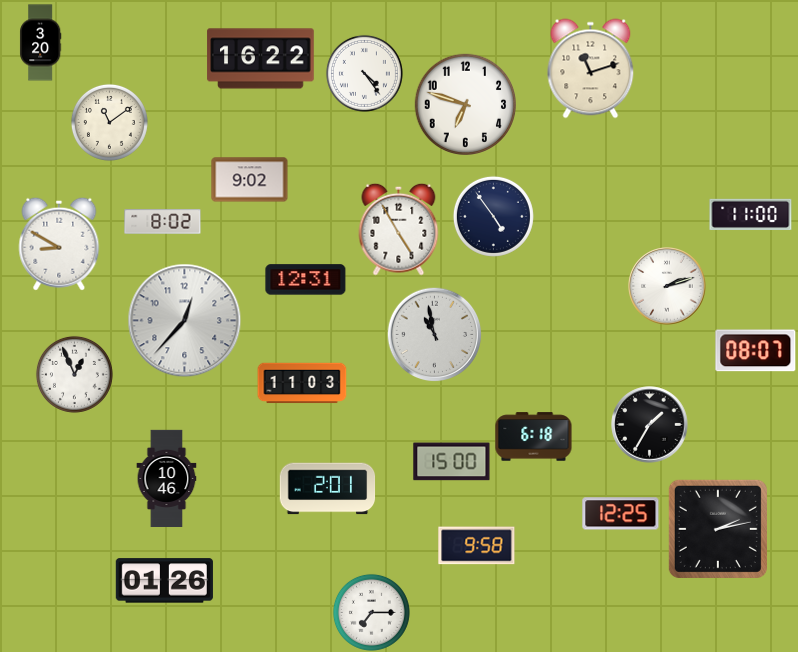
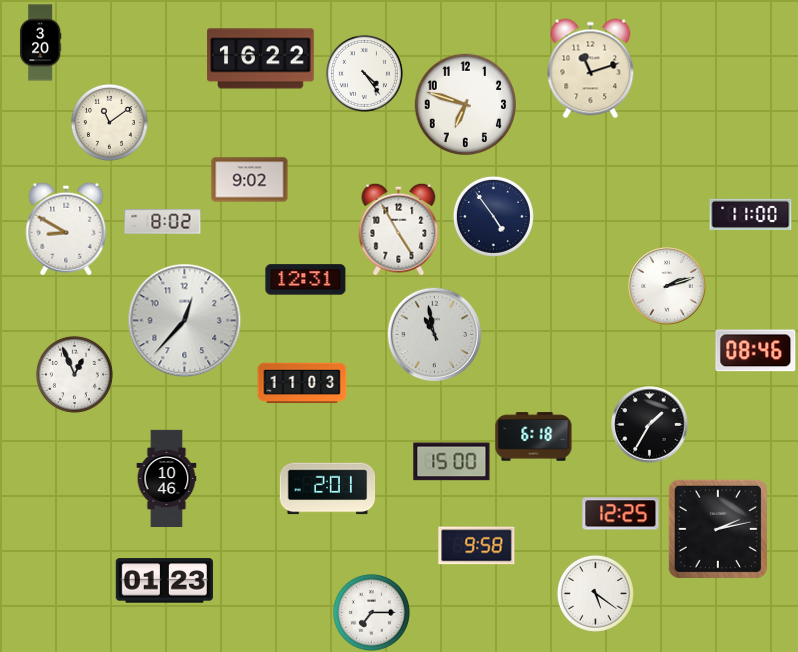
clock at (59, 244) position: (59, 244) -> (66, 229)
clock at (756, 351): 08:07 -> 08:46
clock at (164, 581): 01:26 -> 01:23
clock at (595, 593): none -> 5:21
